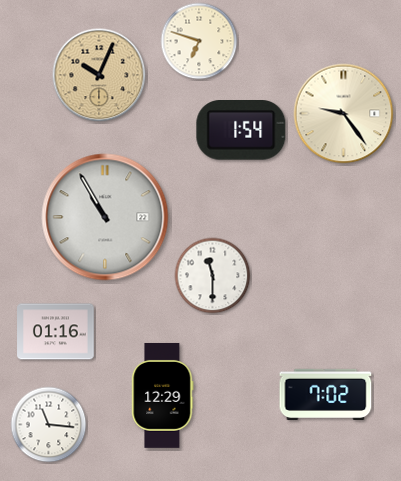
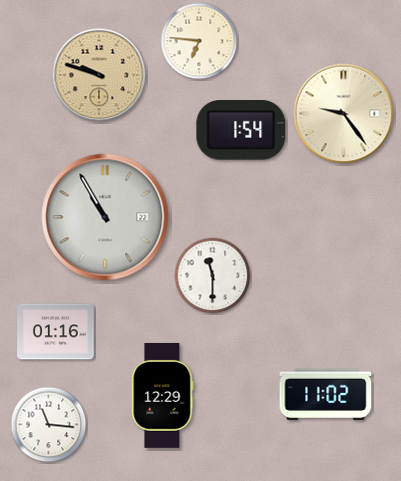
clock at (199, 41): 6:48 -> 6:46
clock at (99, 75): 10:04 -> 9:48
clock at (326, 394): 7:02 -> 11:02
